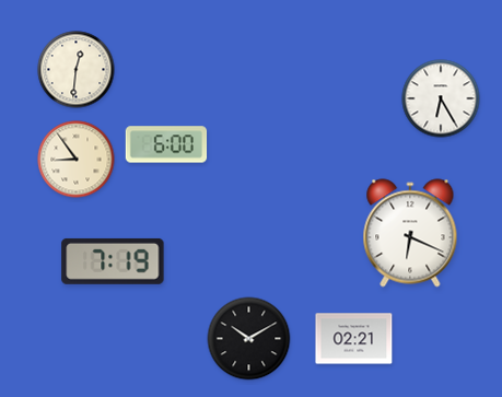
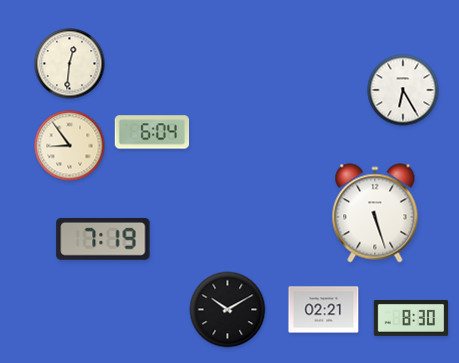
clock at (166, 144): 6:00 -> 6:04
clock at (410, 233): 6:19 -> 5:27
clock at (411, 318): none -> 8:30
